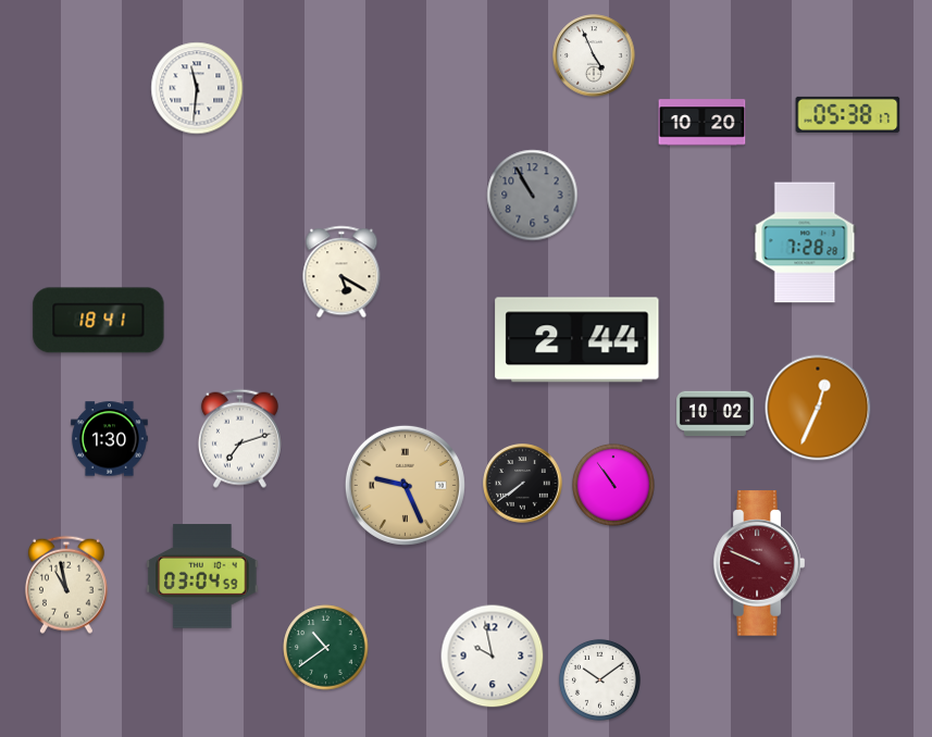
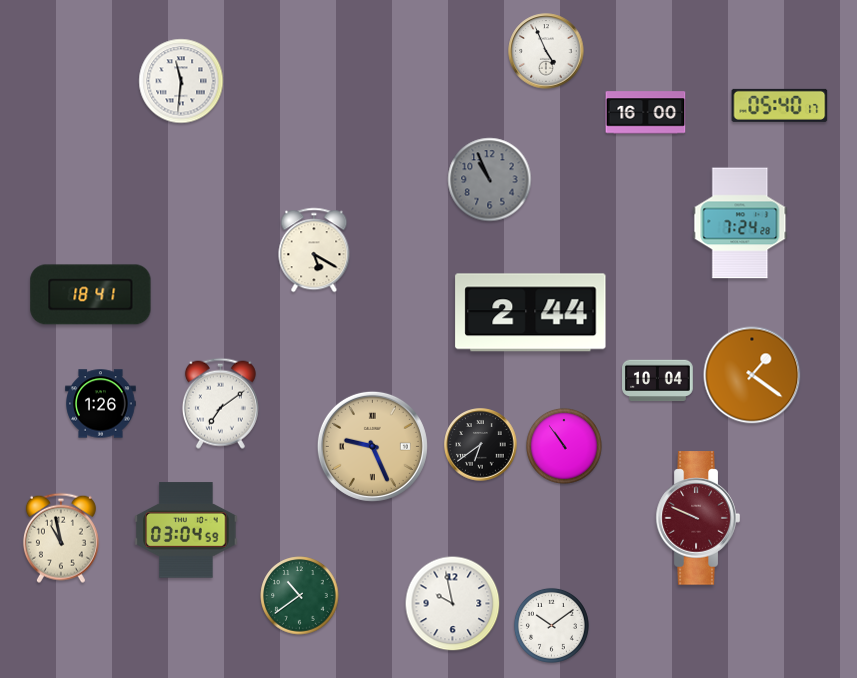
clock at (848, 114): 05:38 -> 05:40
clock at (703, 123): 10:20 -> 16:00
clock at (533, 196): 10:55 -> 10:56
clock at (805, 242): 7:28 -> 7:24
clock at (818, 408): 12:34 -> 1:21
clock at (716, 414): 10:02 -> 10:04
clock at (239, 438): 7:12 -> 7:09
clock at (110, 439): 1:30 -> 1:26
clock at (523, 484): 7:39 -> 6:39
